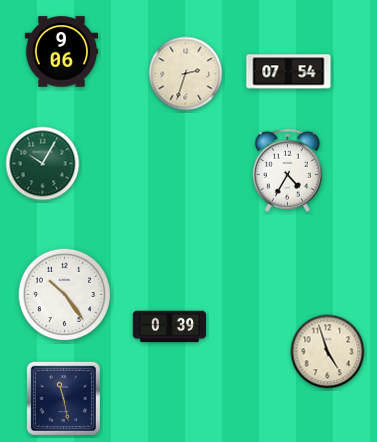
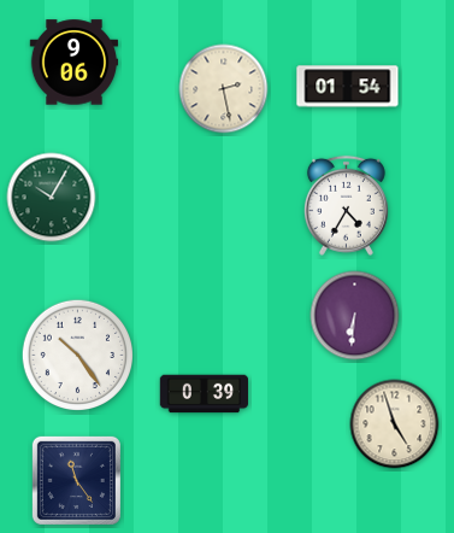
clock at (289, 72): 07:54 -> 01:54
clock at (186, 74): 2:33 -> 2:28
clock at (355, 316): none -> 6:31
clock at (63, 398): 11:28 -> 11:24
